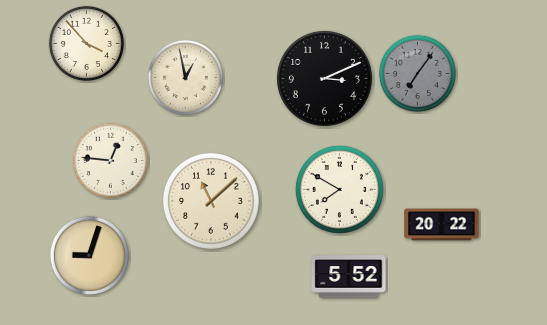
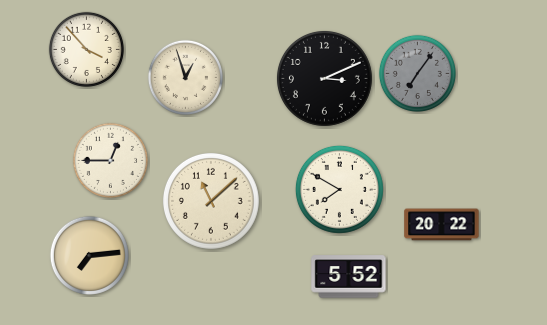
clock at (86, 43) position: (86, 43) -> (86, 49)
clock at (185, 77): 12:58 -> 12:57
clock at (110, 160): 12:46 -> 12:45
clock at (89, 255): 9:03 -> 7:14
